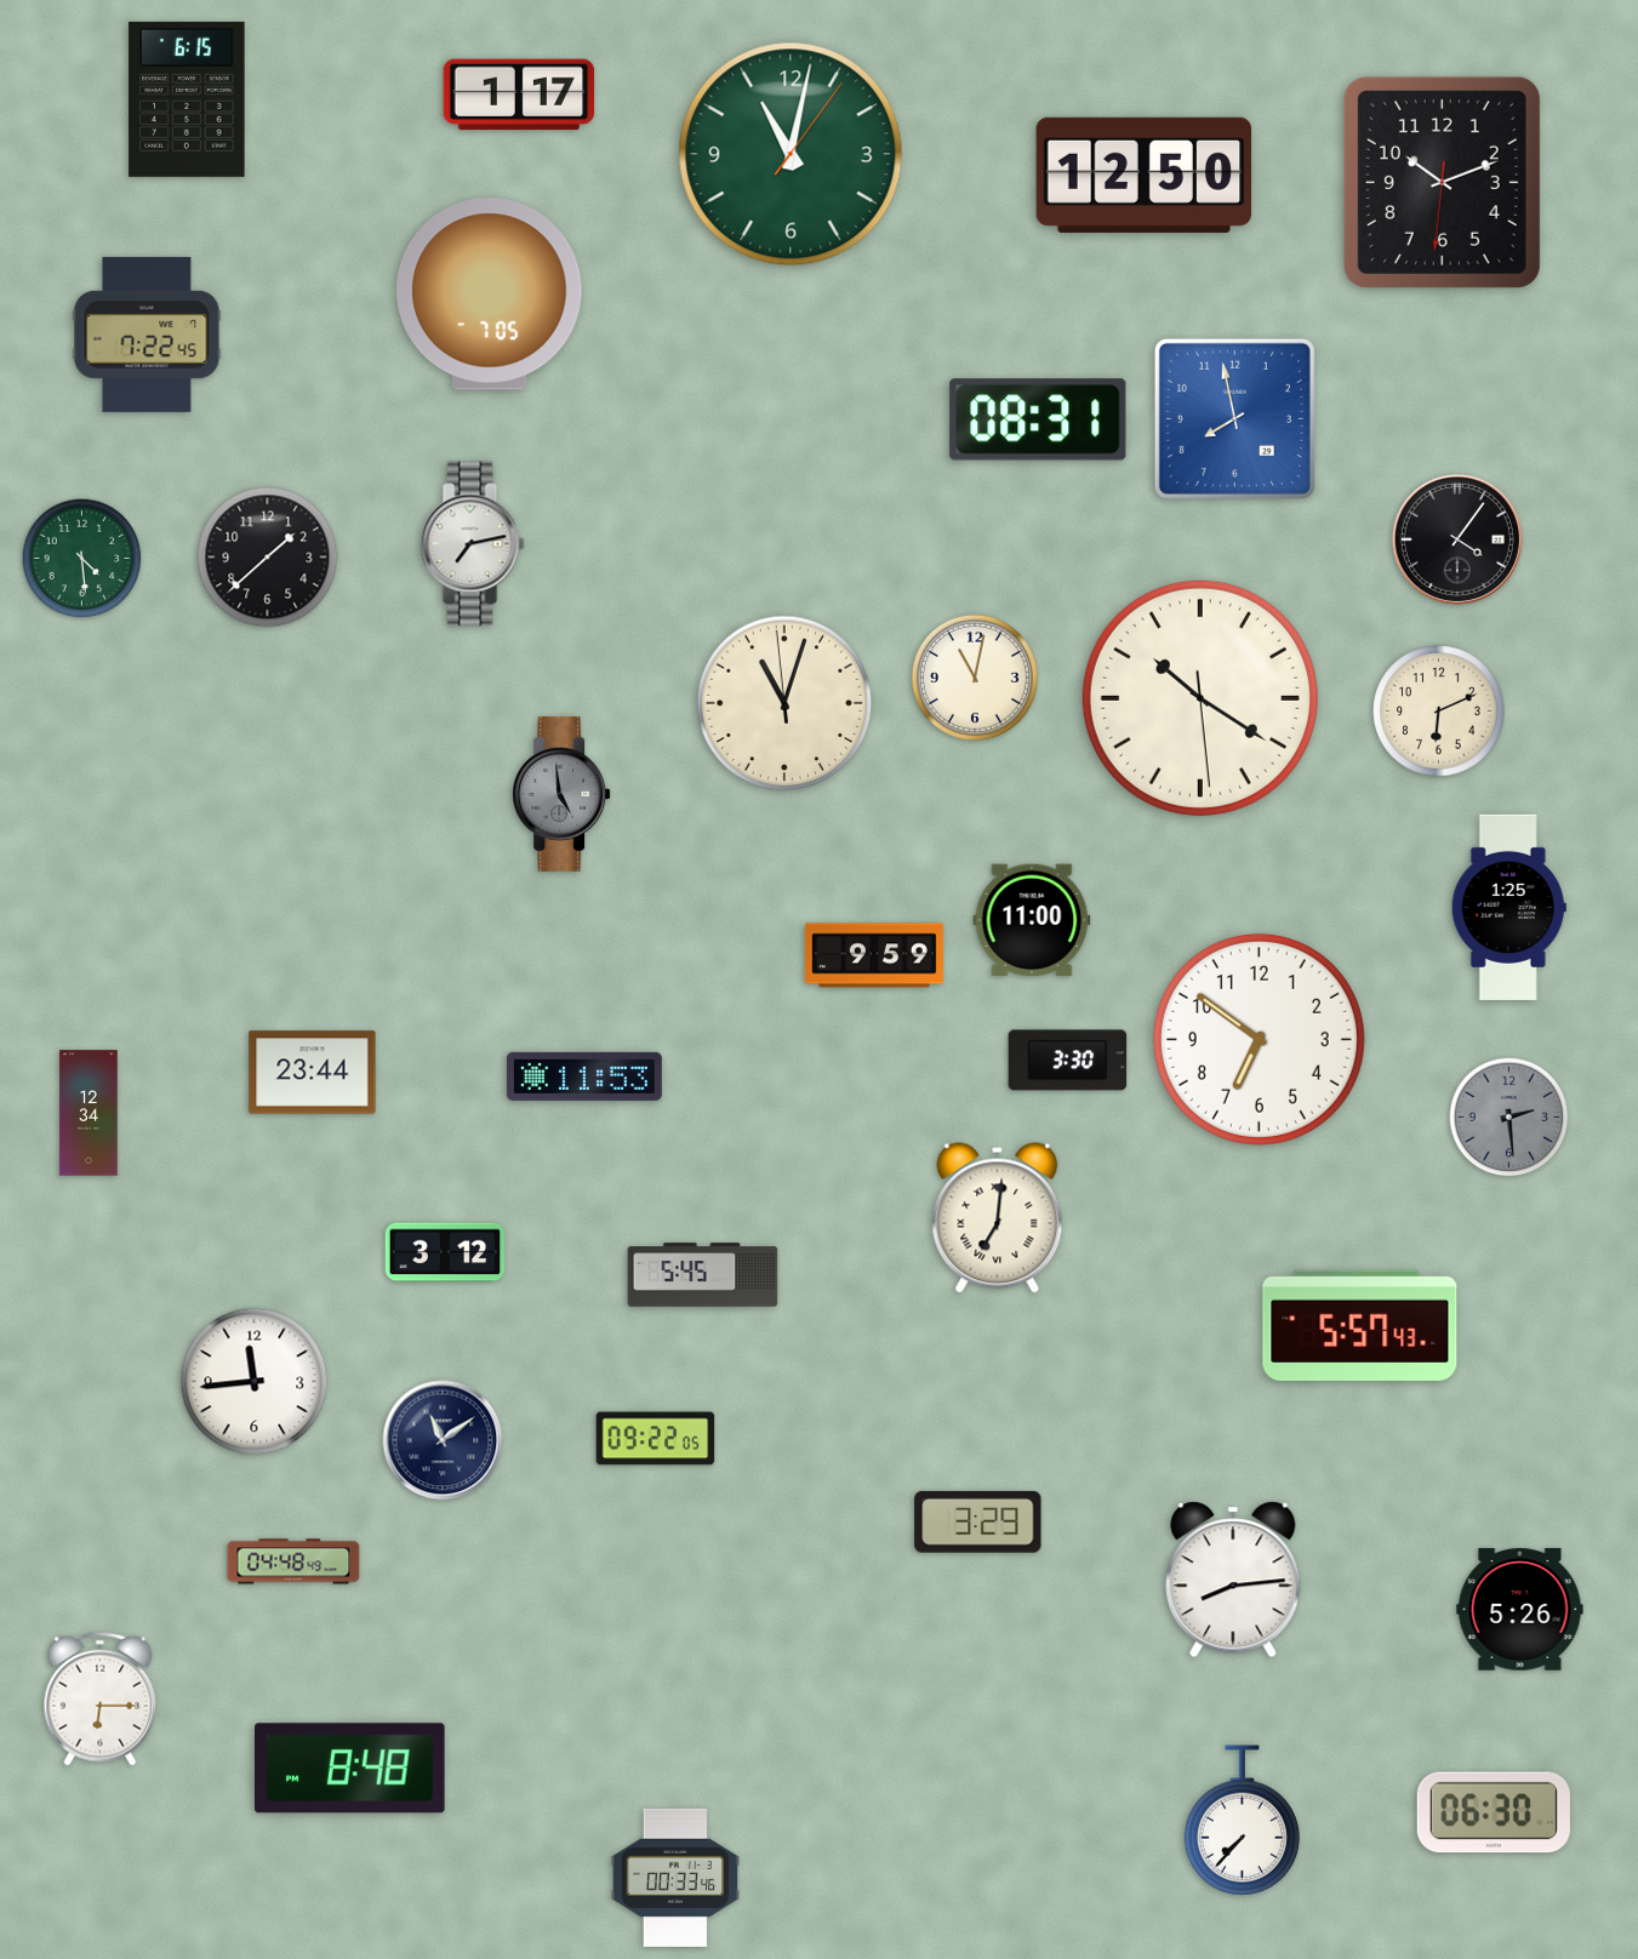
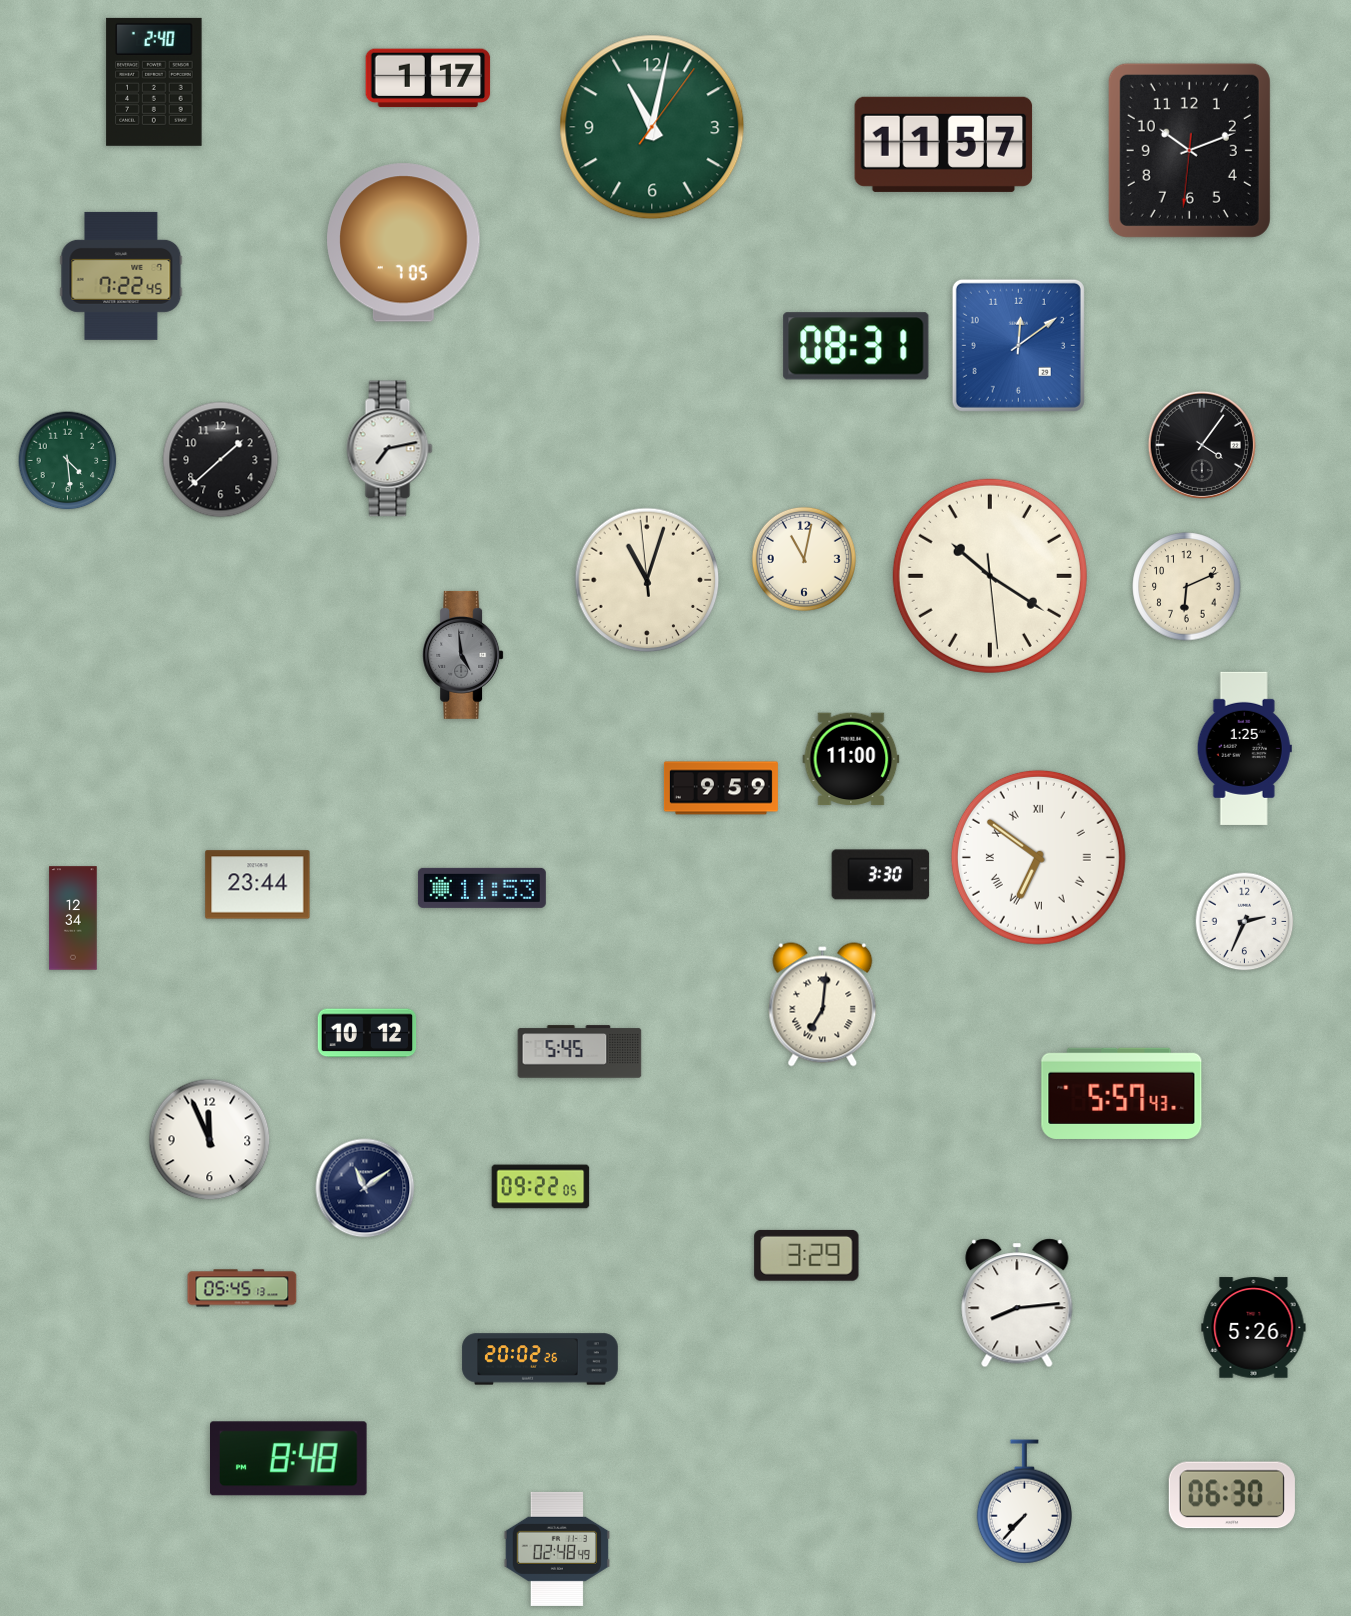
clock at (187, 99): 6:15 -> 2:40
clock at (1145, 175): 12:50 -> 11:57
clock at (1234, 418): 7:58 -> 12:09
clock at (1259, 1039) numerals: Arabic -> Roman
clock at (1509, 1118): 2:29 -> 2:34
clock at (1509, 1118) dial: grey -> white
clock at (445, 1252): 3:12 -> 10:12
clock at (255, 1382): 11:44 -> 11:56
clock at (293, 1561): 04:48 -> 05:45
clock at (540, 1359): none -> 20:02
clock at (101, 1698): 6:15 -> none
clock at (674, 1878): 00:33 -> 02:48
